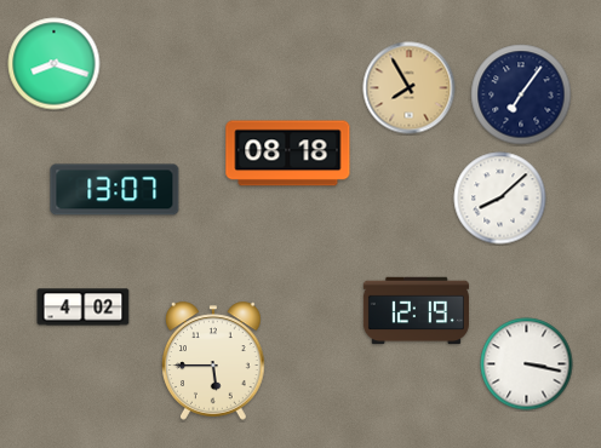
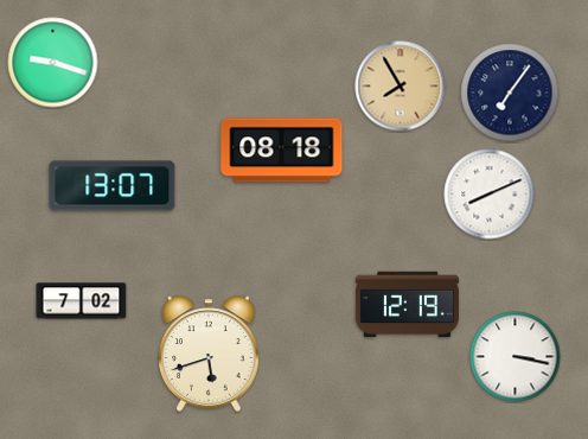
clock at (55, 64): 8:18 -> 9:18
clock at (500, 199): 8:08 -> 8:11
clock at (84, 308): 4:02 -> 7:02
clock at (214, 361): 5:45 -> 5:42
